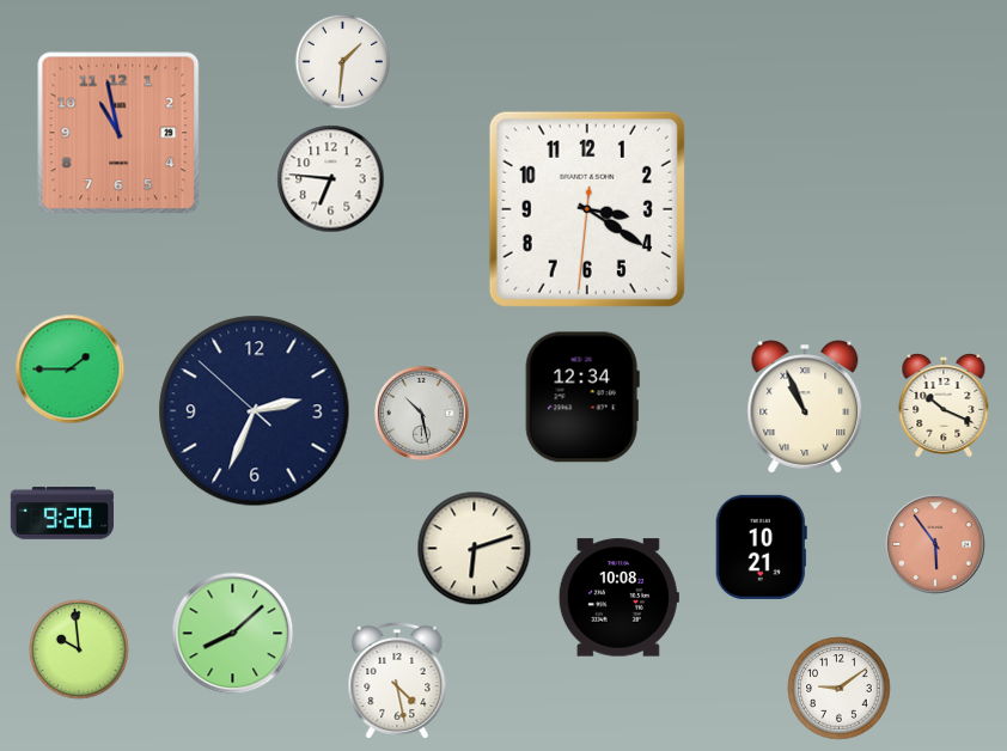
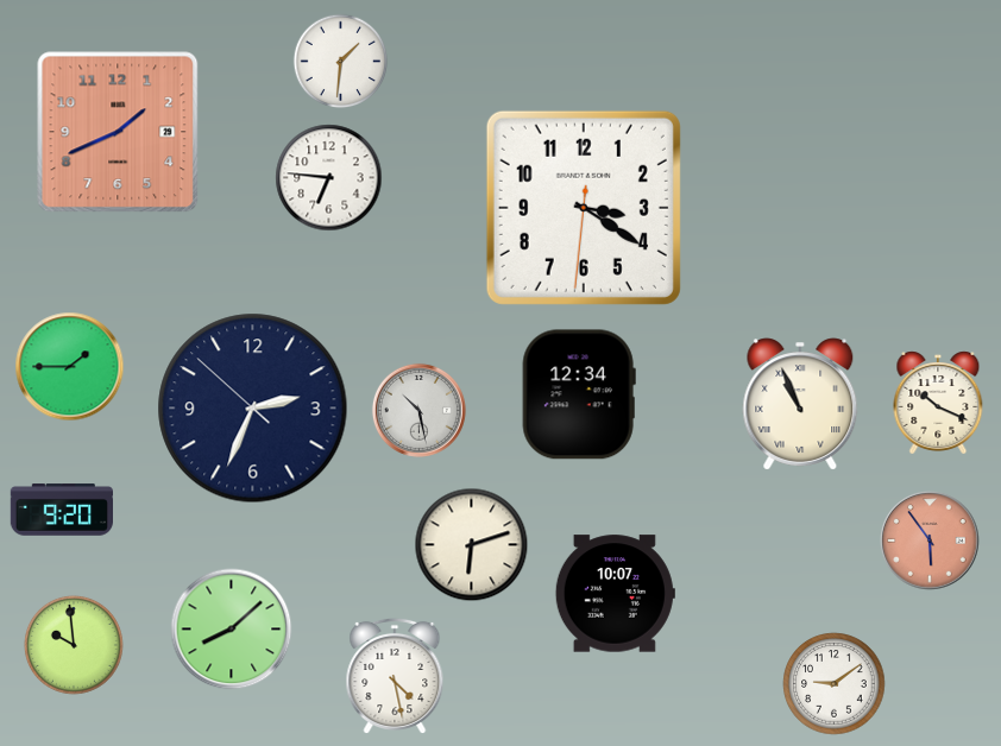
clock at (118, 133): 10:58 -> 1:41
clock at (761, 547): 10:21 -> none
clock at (618, 598): 10:08 -> 10:07
clock at (79, 649) position: (79, 649) -> (74, 645)
